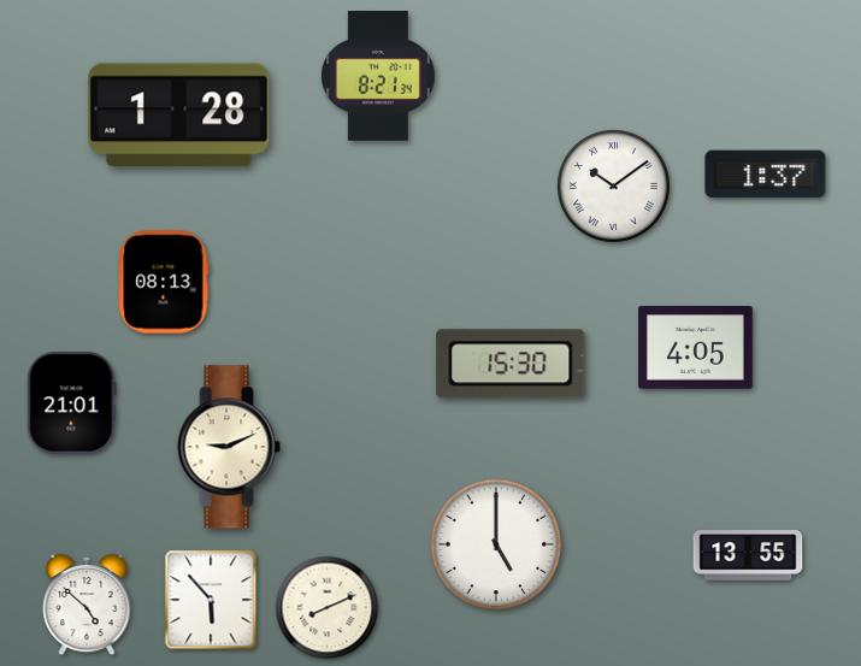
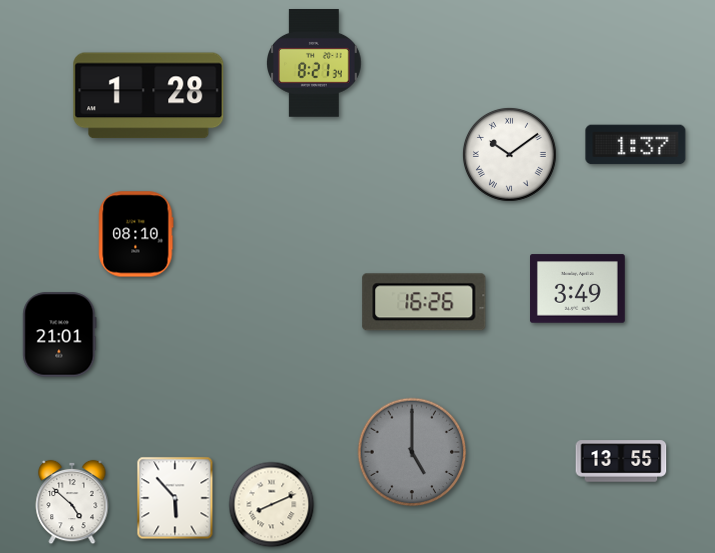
clock at (164, 282): 08:13 -> 08:10
clock at (696, 348): 4:05 -> 3:49
clock at (511, 364): 15:30 -> 16:26
clock at (229, 447): 9:11 -> none
clock at (496, 544) dial: white -> grey
